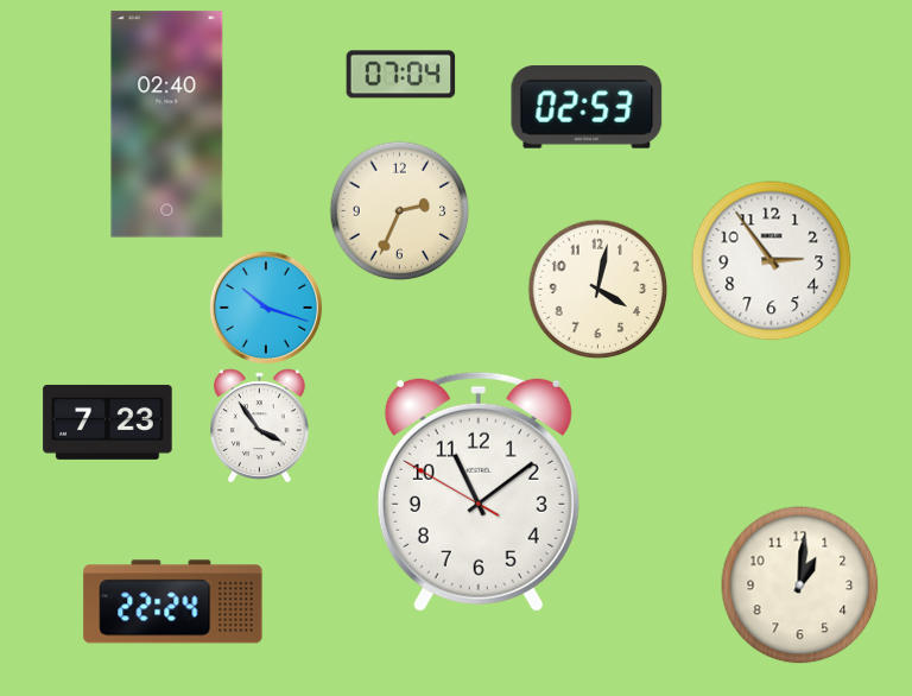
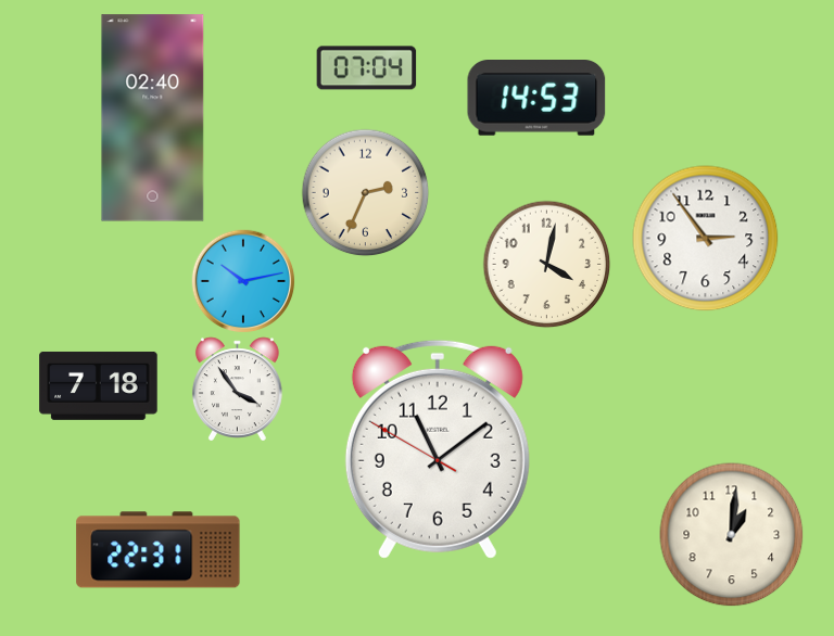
clock at (587, 108): 02:53 -> 14:53
clock at (167, 125) position: (167, 125) -> (153, 118)
clock at (266, 308): 10:18 -> 10:13
clock at (108, 422): 7:23 -> 7:18
clock at (173, 602): 22:24 -> 22:31
